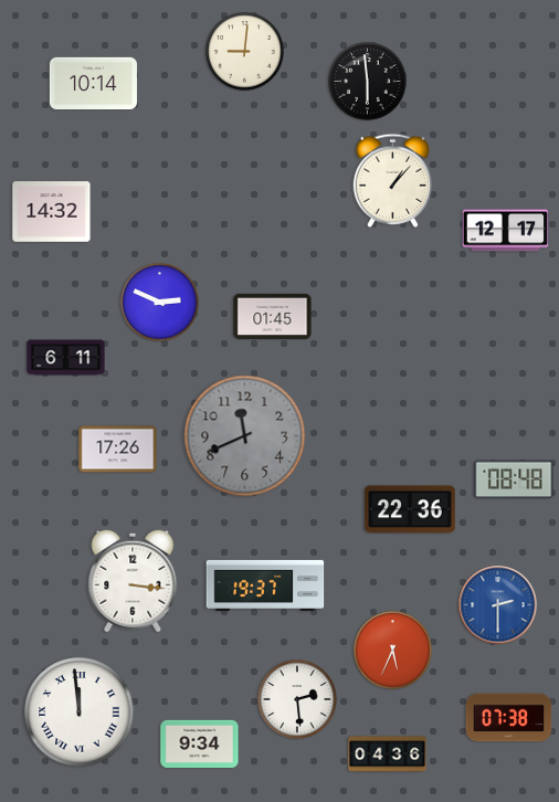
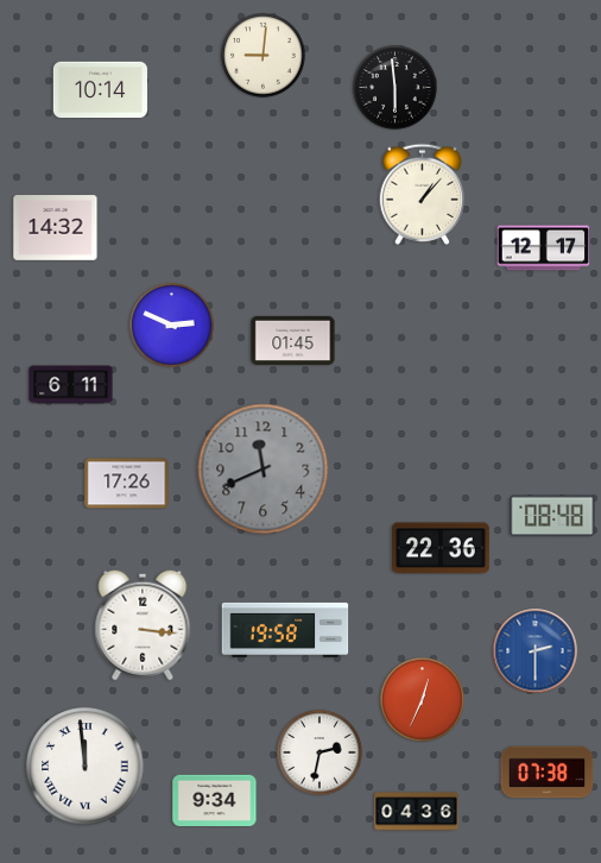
clock at (265, 585): 19:37 -> 19:58
clock at (393, 651): 5:34 -> 12:34
clock at (297, 699): 2:29 -> 2:32
